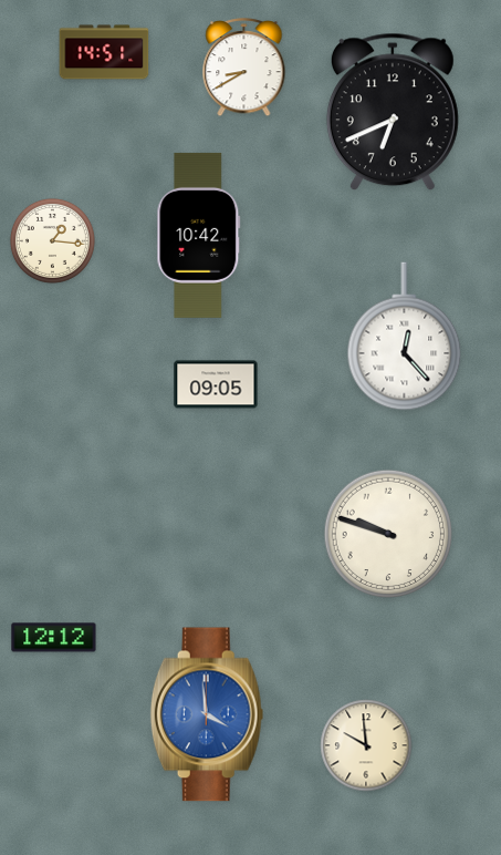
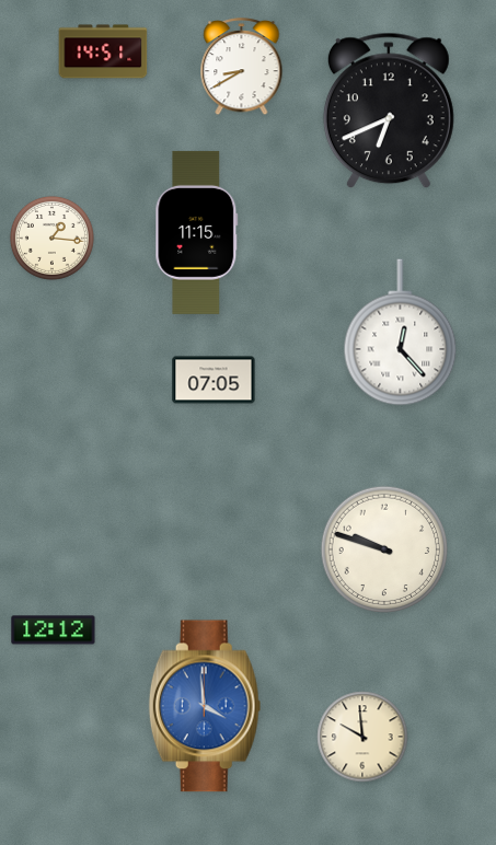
clock at (199, 235): 10:42 -> 11:15
clock at (216, 384): 09:05 -> 07:05
clock at (388, 534) position: (388, 534) -> (384, 549)
